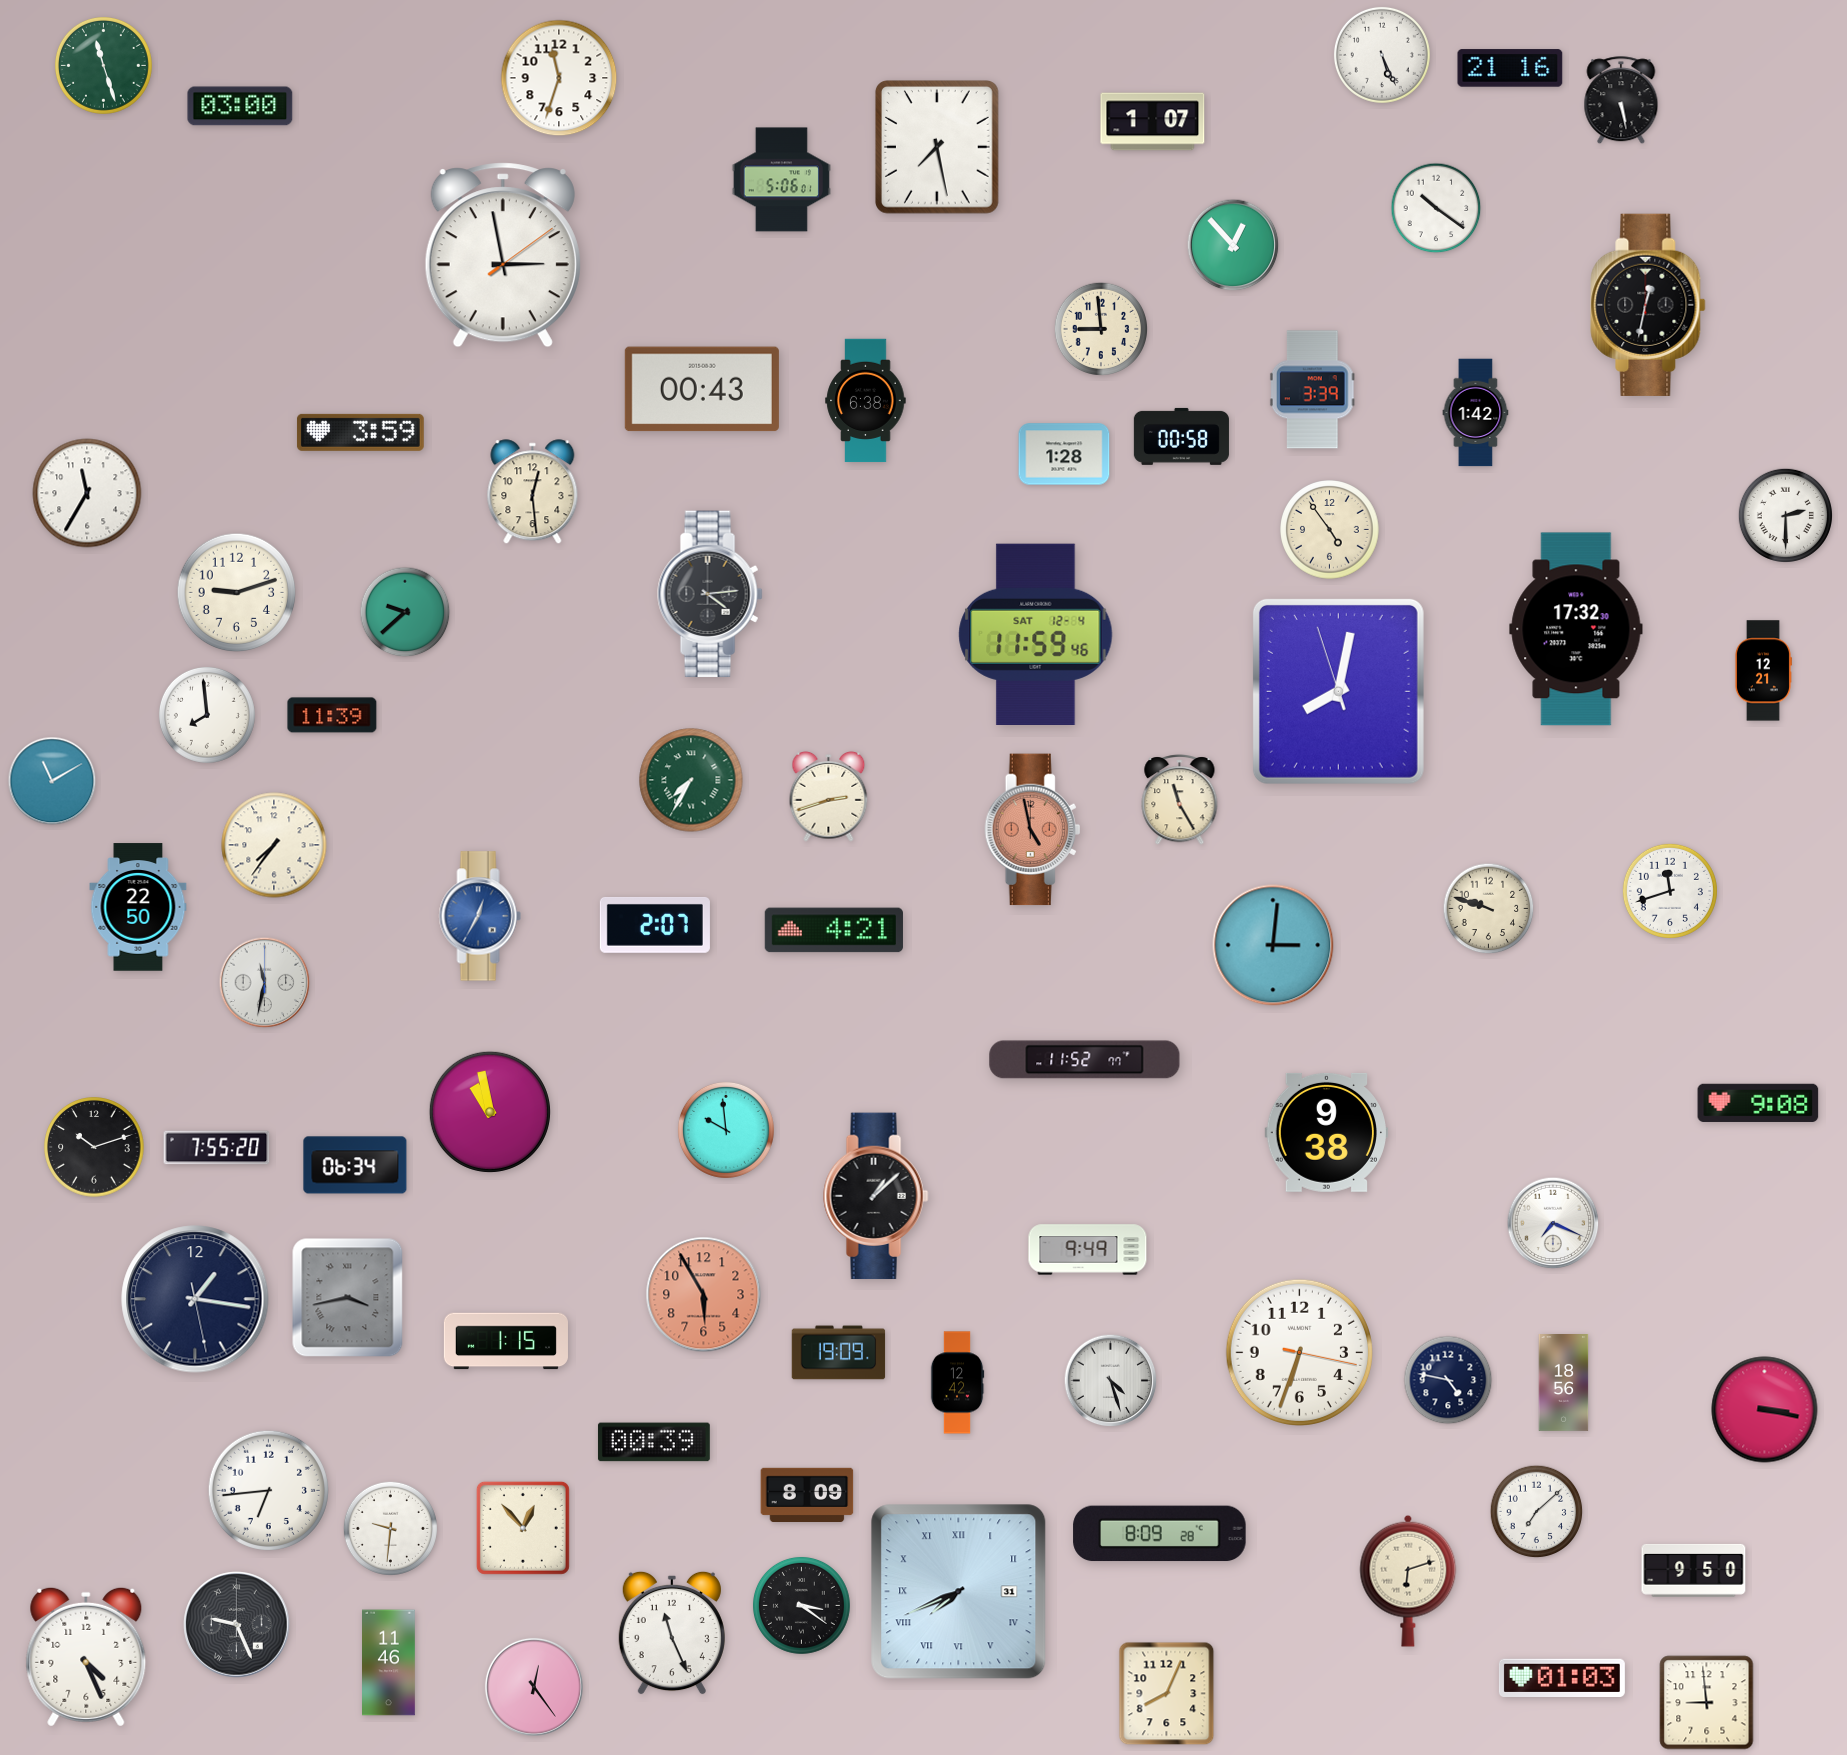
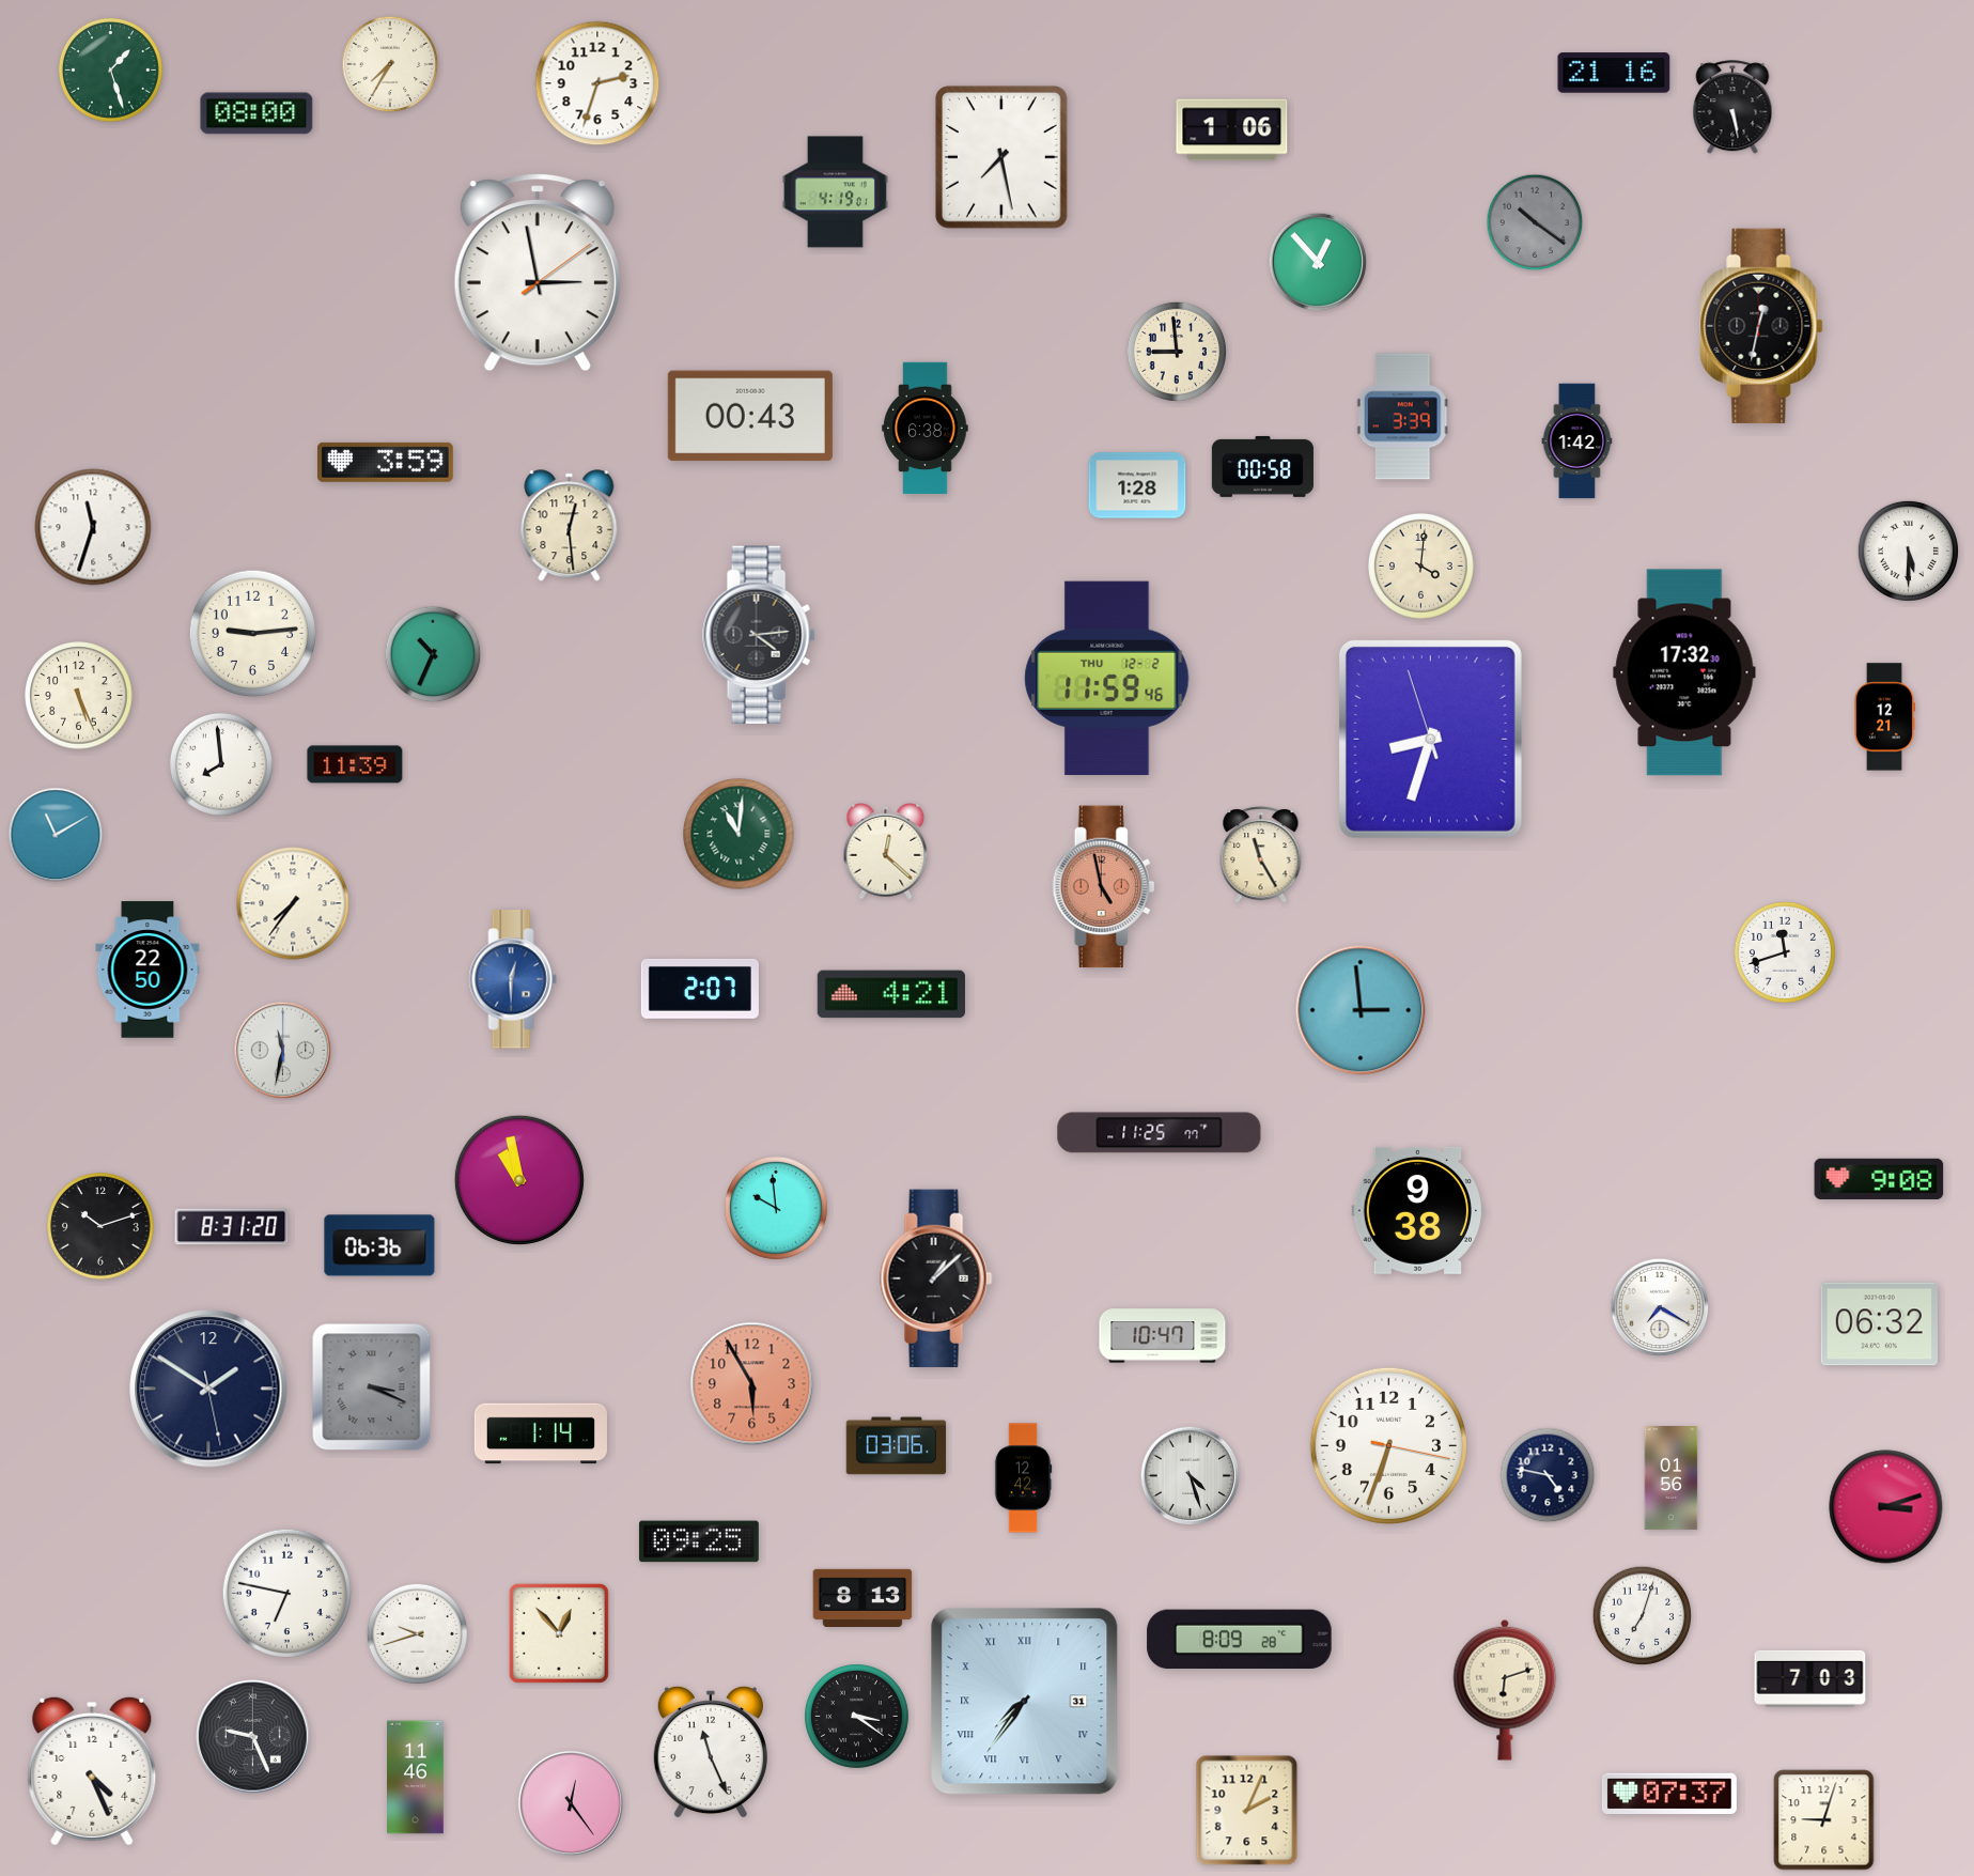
clock at (1382, 55): 5:26 -> none
clock at (390, 64): none -> 7:35
clock at (103, 65): 11:27 -> 1:27
clock at (559, 78): 11:33 -> 2:33
clock at (240, 106): 03:00 -> 08:00
clock at (1153, 122): 1:07 -> 1:06
clock at (781, 180): 5:06 -> 4:19
clock at (1436, 208) dial: white -> grey
clock at (87, 493): 11:35 -> 11:33
clock at (1785, 515): 2:30 -> 5:30
clock at (1330, 530): 4:54 -> 4:01
clock at (237, 593): 9:12 -> 9:14
clock at (405, 612): 9:38 -> 10:34
clock at (1036, 634) date: SAT 12-4 -> THU 12-2
clock at (79, 696): none -> 5:26
clock at (1338, 691): 8:01 -> 8:32
clock at (691, 780): 7:35 -> 11:01
clock at (829, 796): 2:42 -> 12:22
clock at (1489, 909): 9:48 -> none
clock at (480, 916): 12:35 -> 12:30
clock at (1273, 945): 3:01 -> 2:59
clock at (1085, 1060): 11:52 -> 11:25
clock at (490, 1112) position: (490, 1112) -> (519, 1180)
clock at (217, 1148): 7:55 -> 8:31
clock at (355, 1165): 06:34 -> 06:36
clock at (1553, 1223): 7:19 -> 7:20
clock at (1879, 1324): none -> 06:32
clock at (1088, 1250): 9:49 -> 10:47
clock at (348, 1298): 3:43 -> 3:19
clock at (195, 1299): 1:16 -> 1:50
clock at (506, 1341): 1:15 -> 1:14
clock at (839, 1353): 19:09 -> 03:06
clock at (1111, 1381) position: (1111, 1381) -> (1191, 1476)
clock at (1564, 1383): 18:56 -> 01:56
clock at (1765, 1410): 3:17 -> 3:12
clock at (654, 1442): 00:39 -> 09:25
clock at (268, 1490): 6:44 -> 6:47
clock at (807, 1494): 8:09 -> 8:13
clock at (1537, 1512): 7:08 -> 7:03
clock at (390, 1528): 9:31 -> 9:42
clock at (1694, 1570): 9:50 -> 7:03
clock at (959, 1592): 7:41 -> 7:36
clock at (672, 1633) position: (672, 1633) -> (711, 1752)
clock at (1562, 1677): 01:03 -> 07:37
clock at (1167, 1694): 8:04 -> 2:04
clock at (1707, 1703): 8:59 -> 9:03
